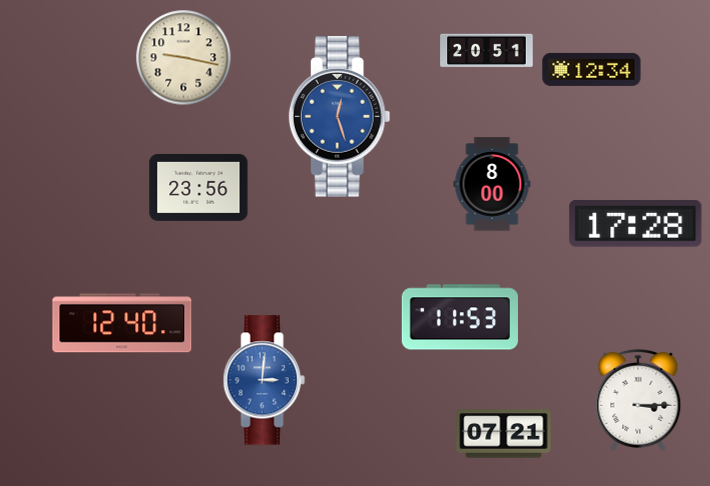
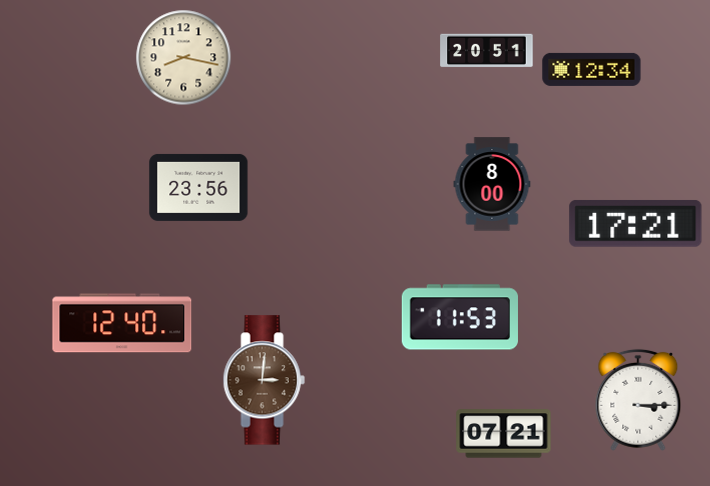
clock at (184, 58): 9:17 -> 8:17
clock at (340, 117): 12:27 -> none
clock at (636, 223): 17:28 -> 17:21
clock at (264, 380) dial: blue -> brown
